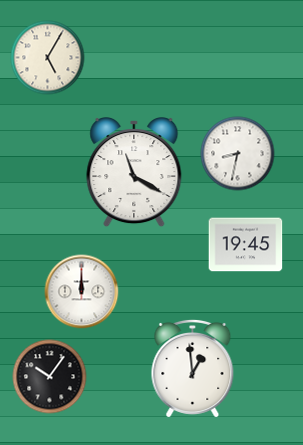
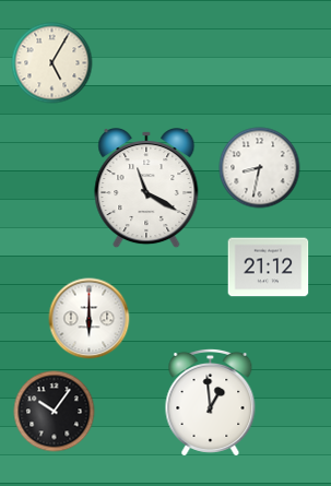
clock at (246, 245): 19:45 -> 21:12
clock at (82, 292): 12:00 -> 6:00
